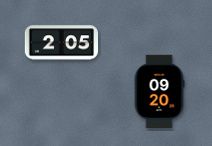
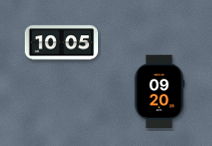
clock at (62, 43): 2:05 -> 10:05
